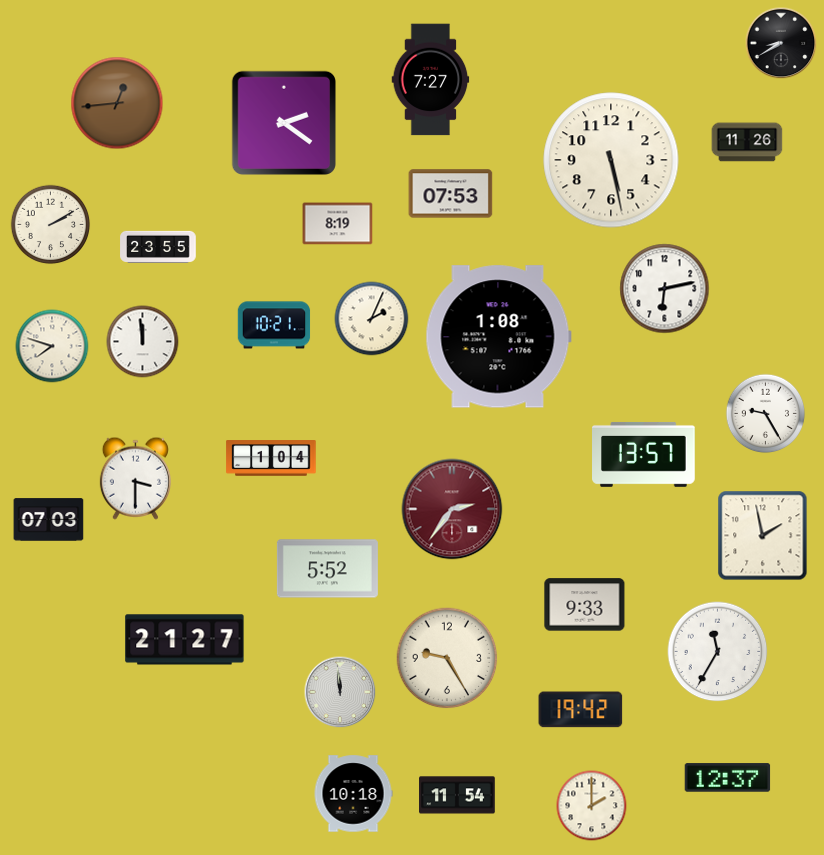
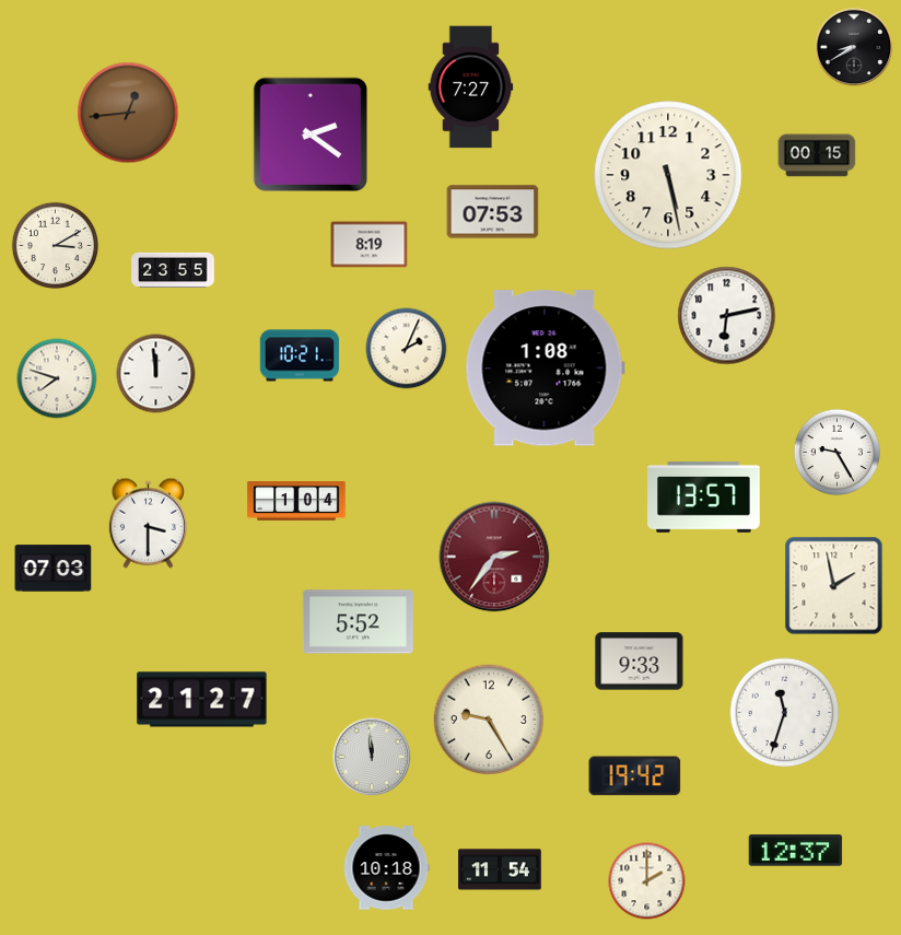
clock at (747, 142): 11:26 -> 00:15
clock at (51, 225): 2:10 -> 3:10
clock at (718, 652): 11:35 -> 11:33
